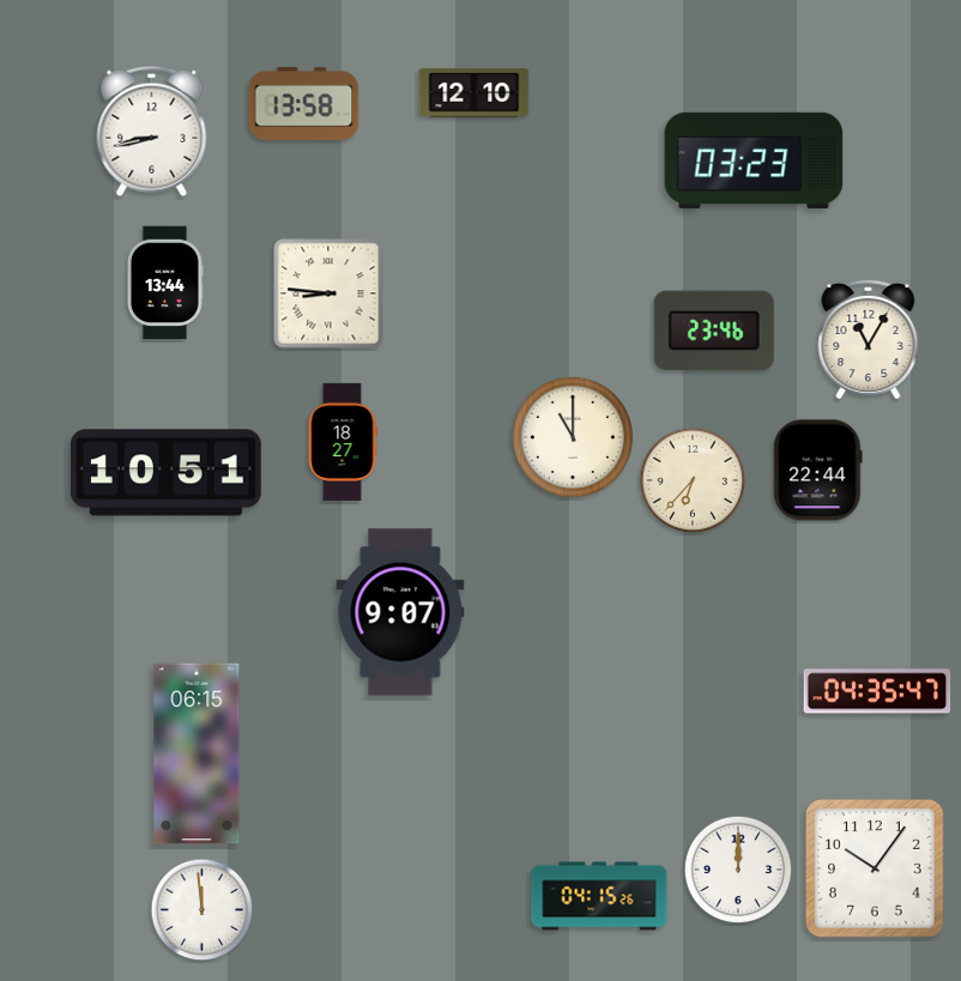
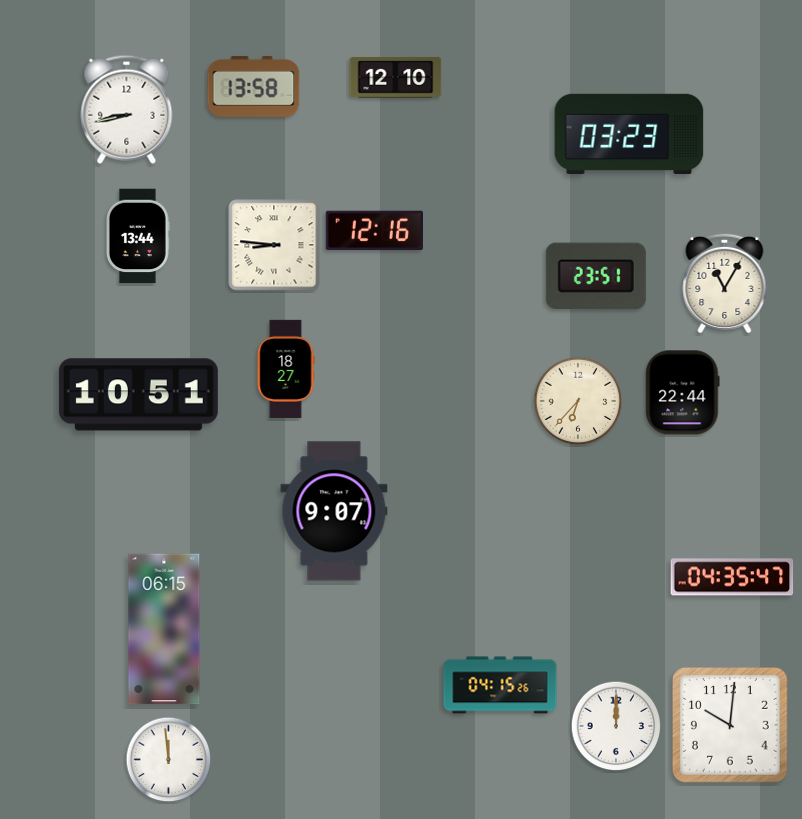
clock at (374, 230): none -> 12:16
clock at (714, 331): 23:46 -> 23:51
clock at (572, 436): 11:00 -> none
clock at (875, 868): 10:06 -> 10:01
clock at (599, 896) position: (599, 896) -> (500, 685)
